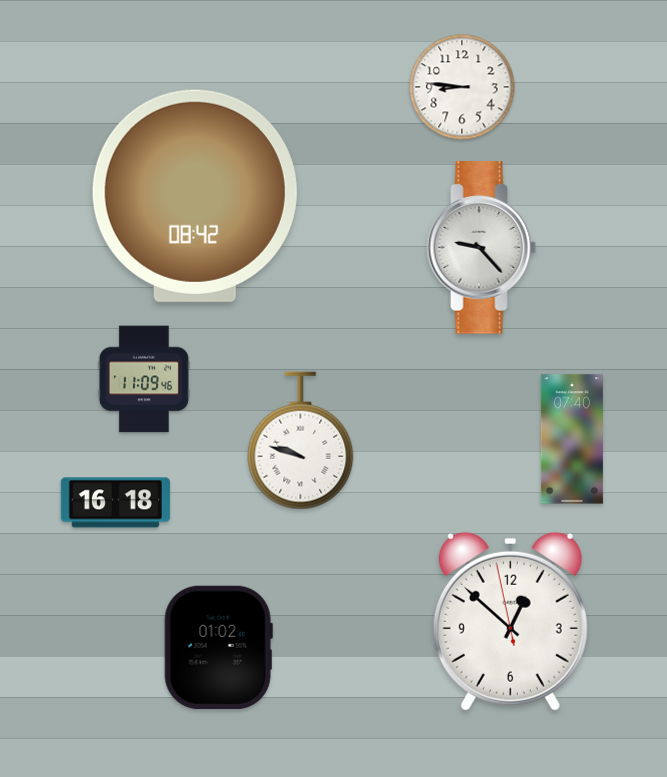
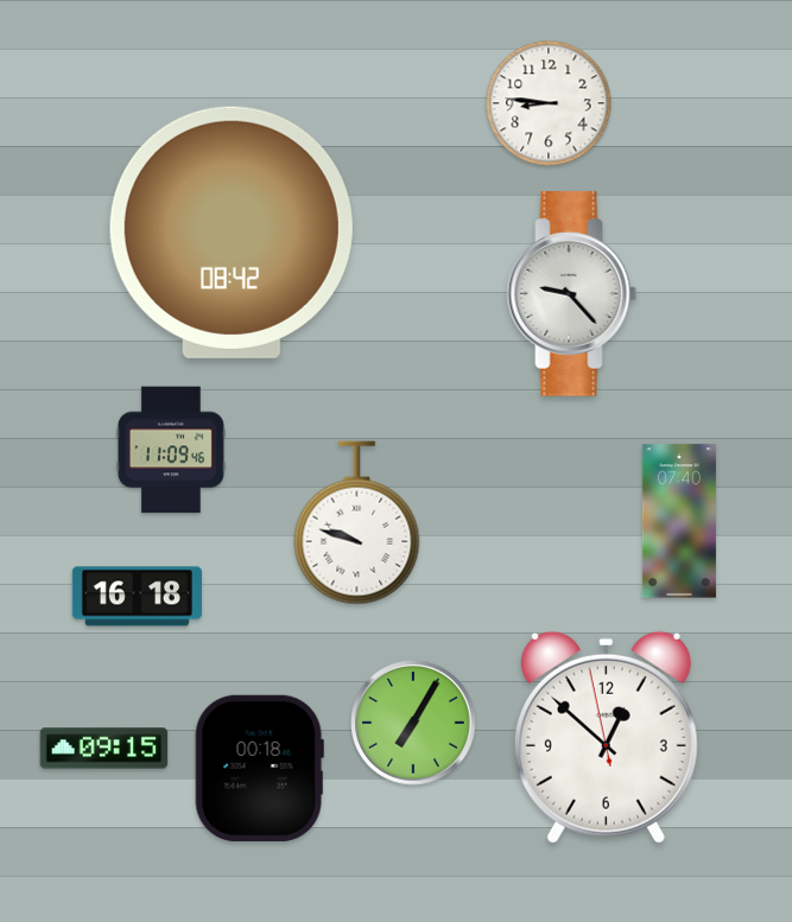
clock at (413, 723): none -> 7:05
clock at (104, 749): none -> 09:15
clock at (218, 647): 01:02 -> 00:18
